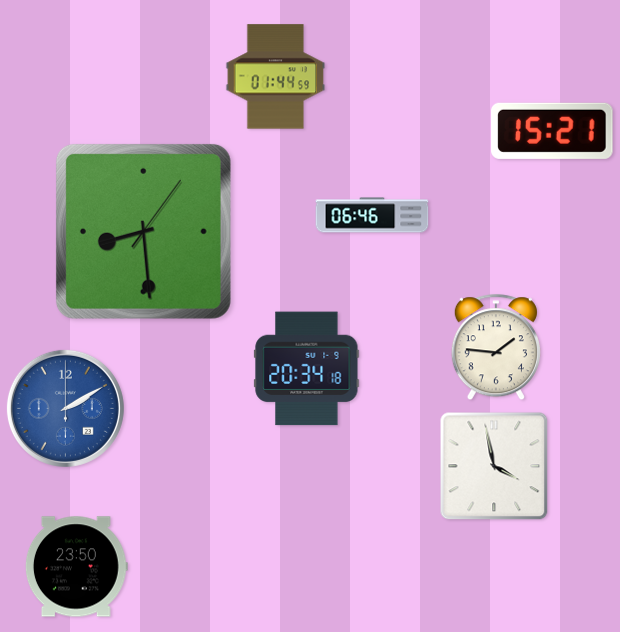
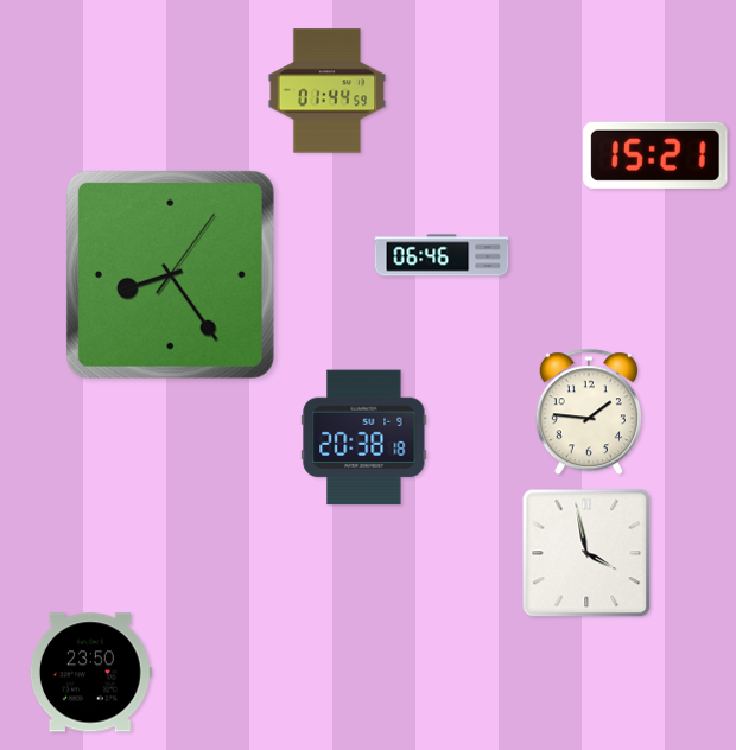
clock at (143, 231): 8:29 -> 8:24
clock at (307, 369): 20:34 -> 20:38
clock at (65, 408): 2:10 -> none
